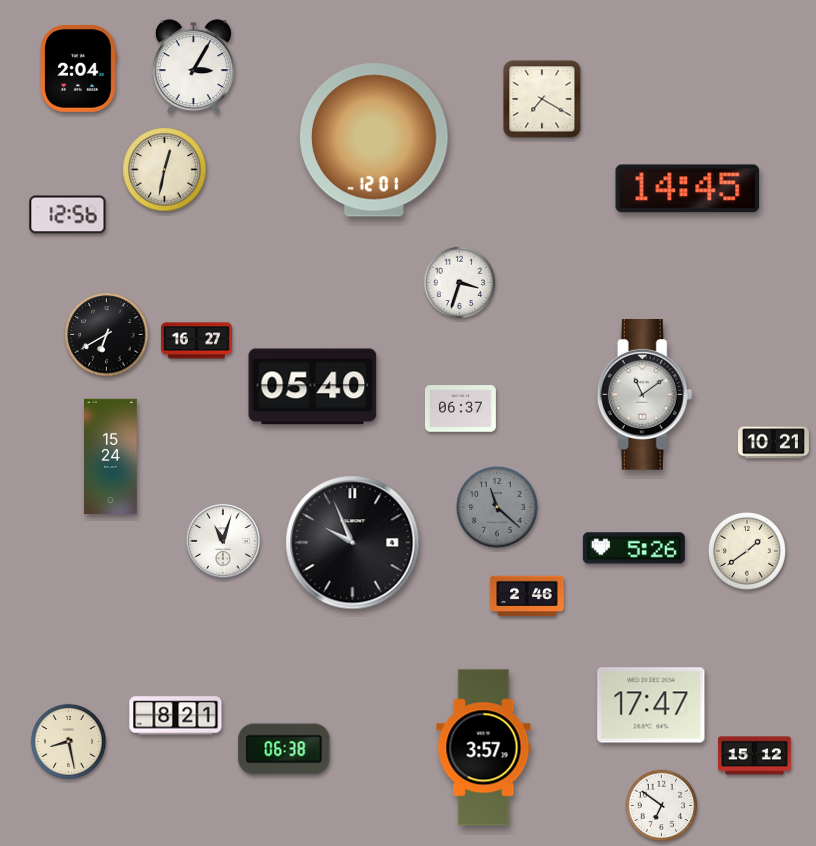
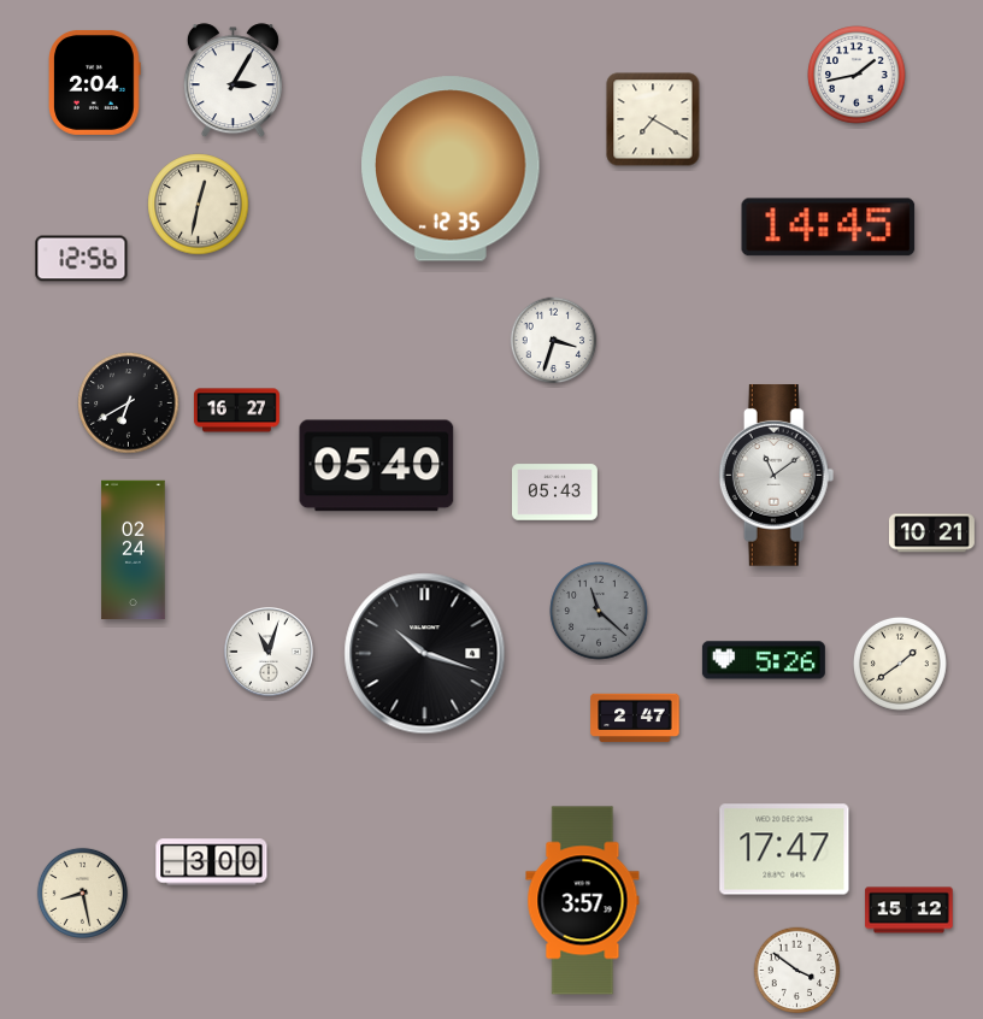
clock at (857, 75): none -> 1:43
clock at (374, 140): 12:01 -> 12:35
clock at (460, 409): 06:37 -> 05:43
clock at (111, 457): 15:24 -> 02:24
clock at (353, 543): 9:56 -> 10:18
clock at (527, 596): 2:46 -> 2:47
clock at (176, 716): 8:21 -> 3:00
clock at (284, 749): 06:38 -> none
clock at (662, 806): 6:51 -> 3:51
